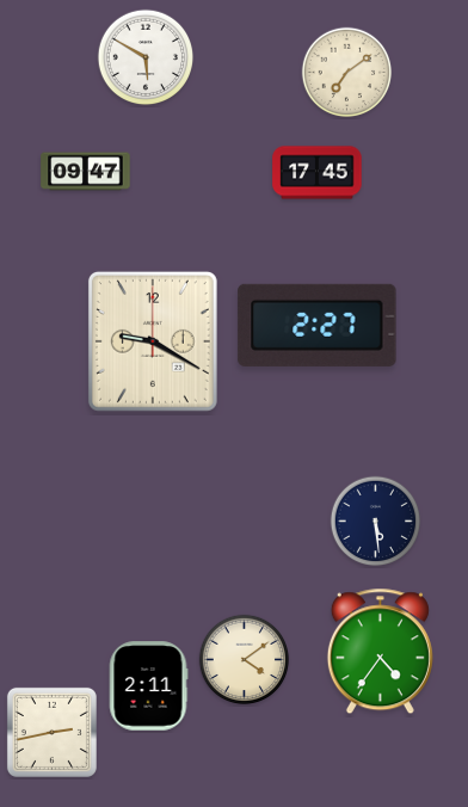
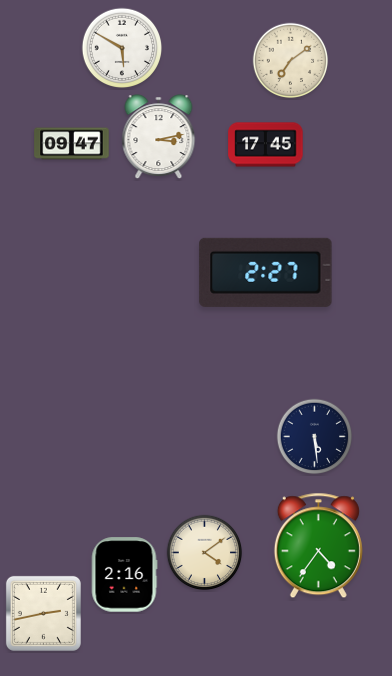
clock at (159, 137): none -> 3:13
clock at (153, 341): 9:20 -> none
clock at (148, 686): 2:11 -> 2:16
